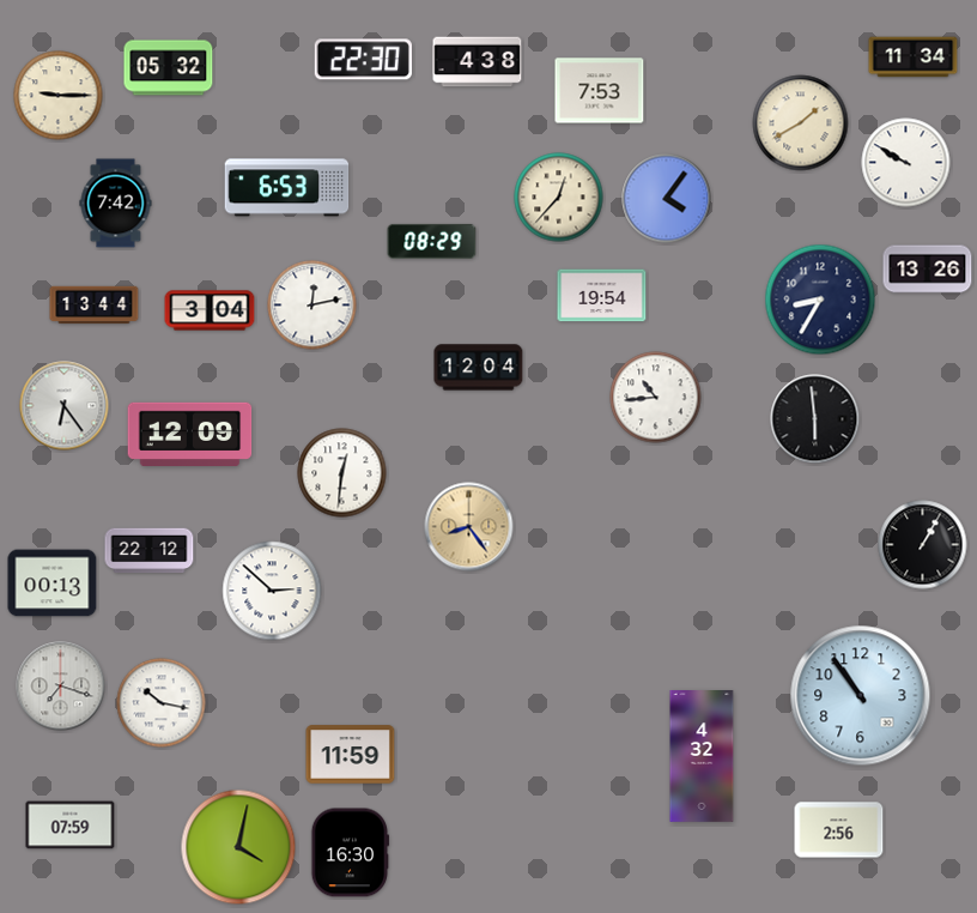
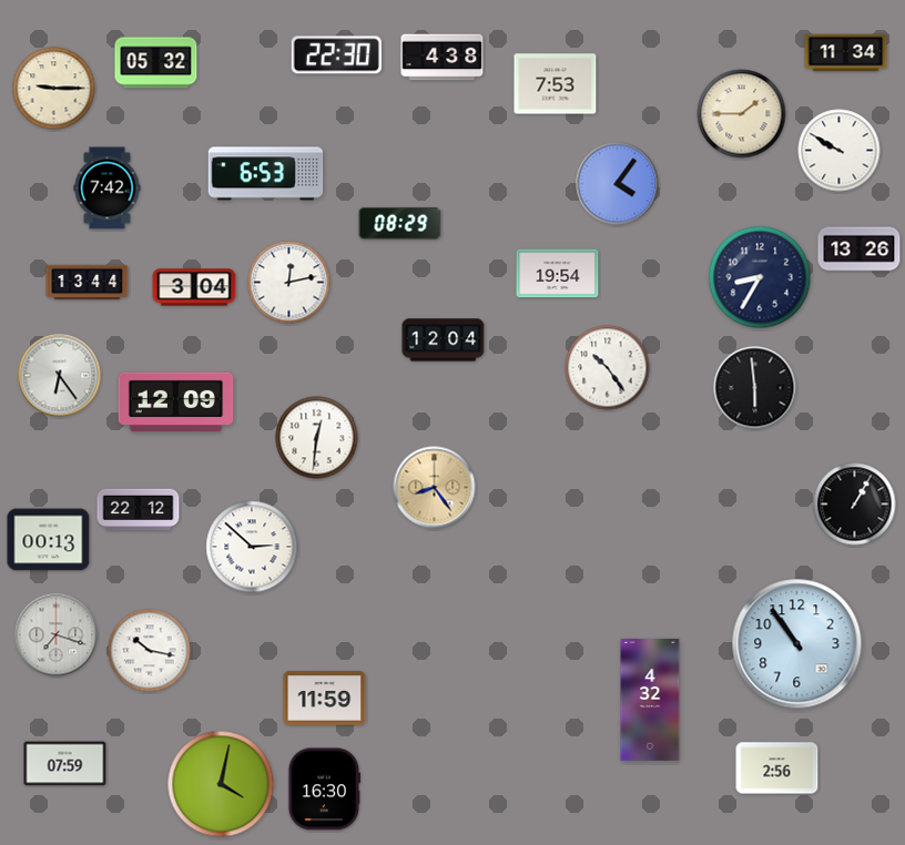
clock at (801, 123): 1:40 -> 1:45
clock at (559, 198): 12:37 -> none
clock at (656, 398): 10:44 -> 10:24
